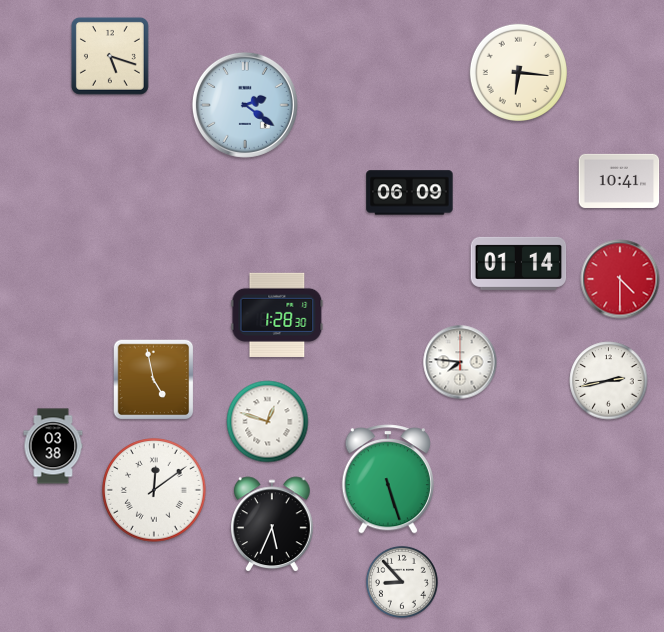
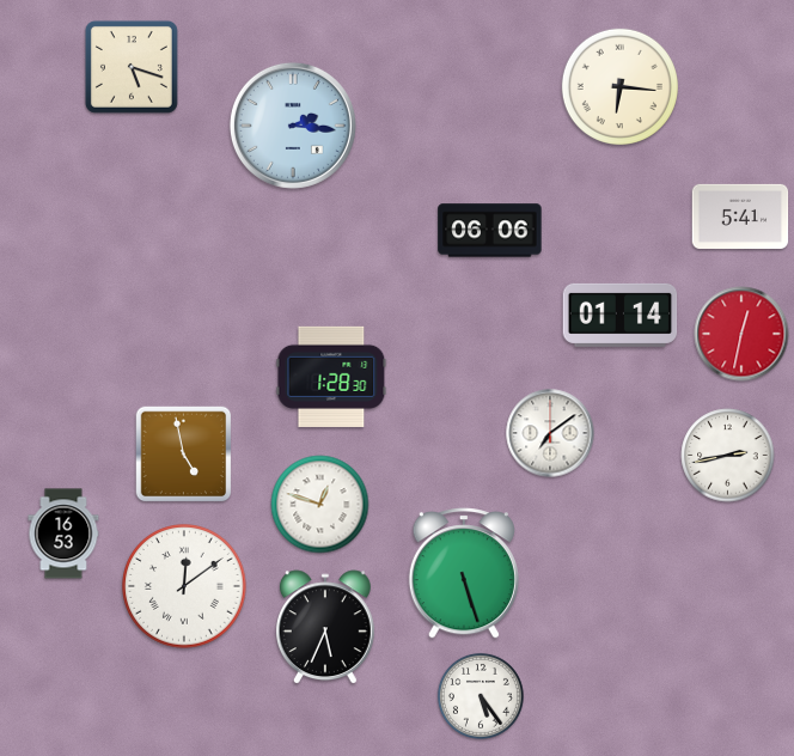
clock at (245, 105): 2:21 -> 2:16
clock at (619, 181): 10:41 -> 5:41
clock at (410, 193): 06:09 -> 06:06
clock at (620, 279): 4:30 -> 12:32
clock at (460, 362): 7:46 -> 7:09
clock at (53, 446): 03:38 -> 16:53
clock at (402, 582): 8:53 -> 5:24
